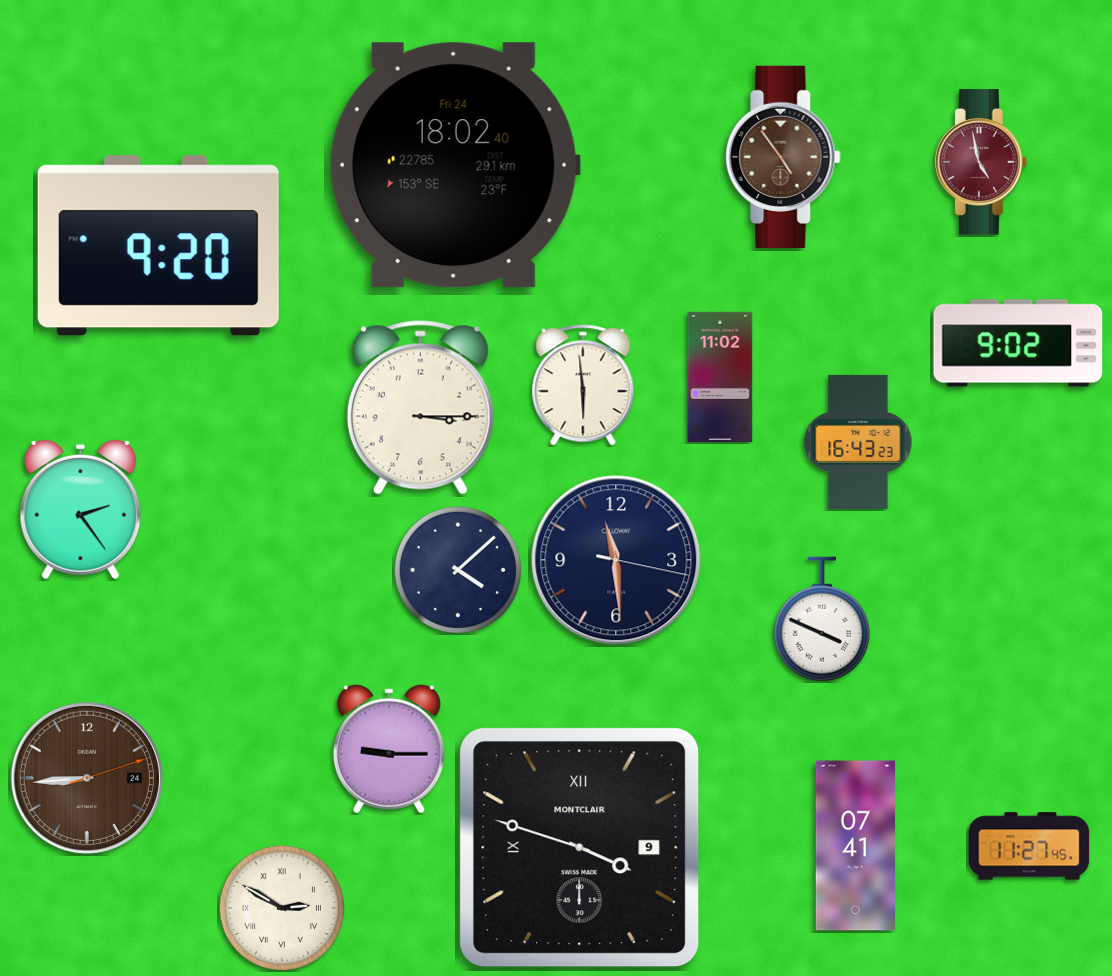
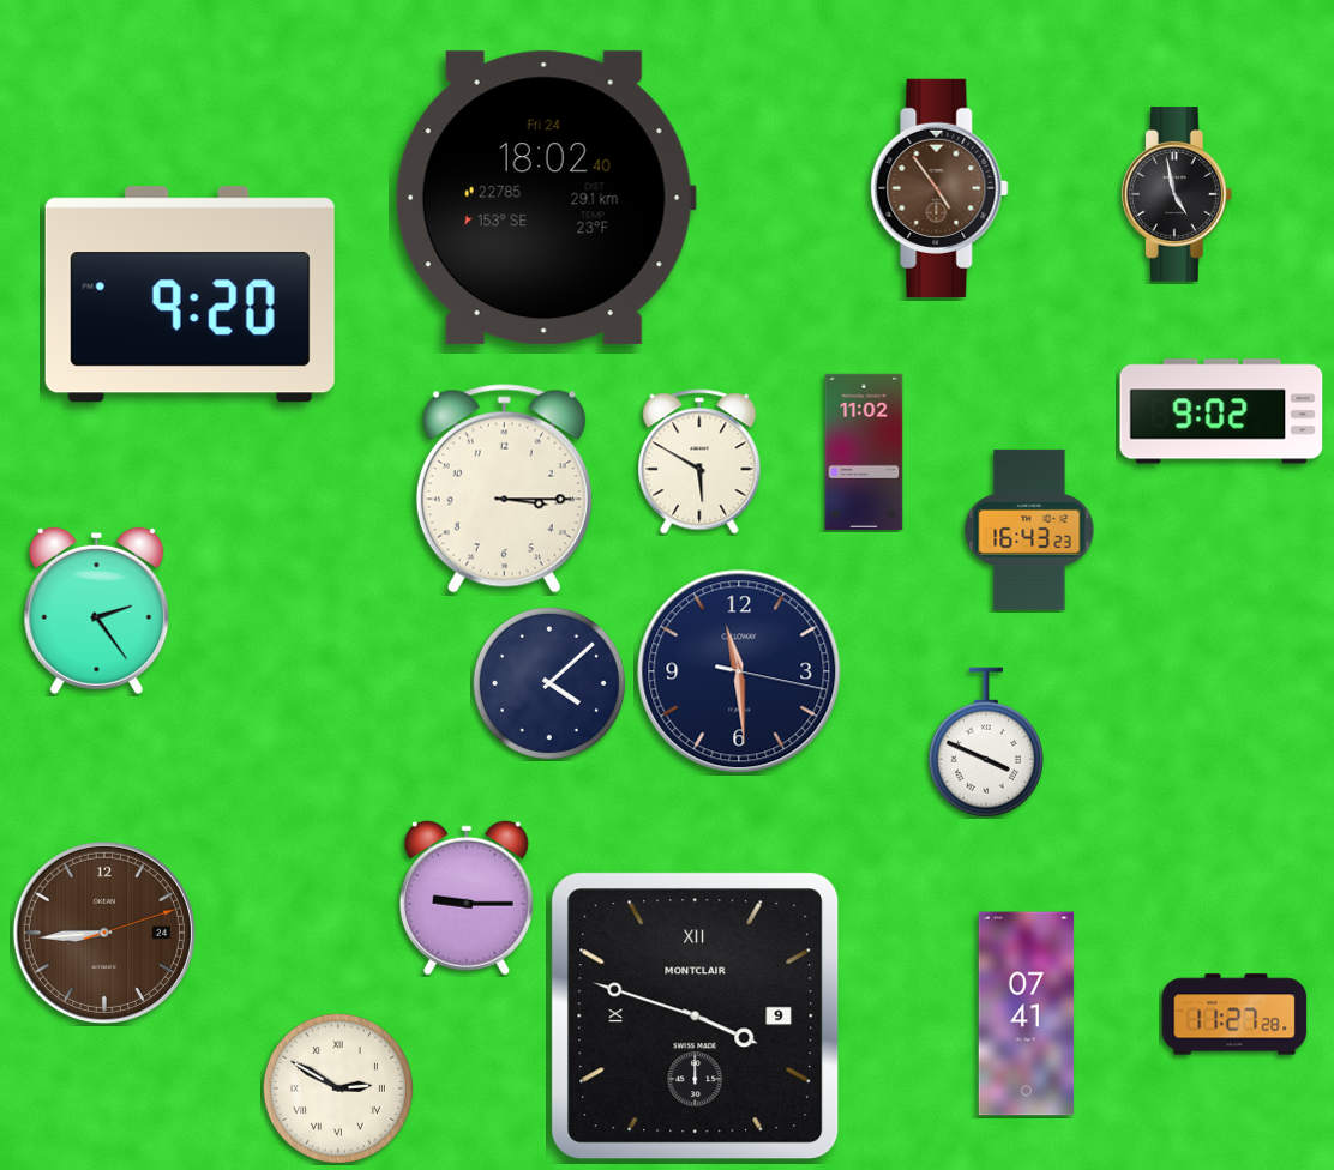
clock at (982, 162) dial: burgundy -> black
clock at (583, 385): 5:59 -> 5:50
clock at (1029, 846): 11:27:45 -> 11:27:28
